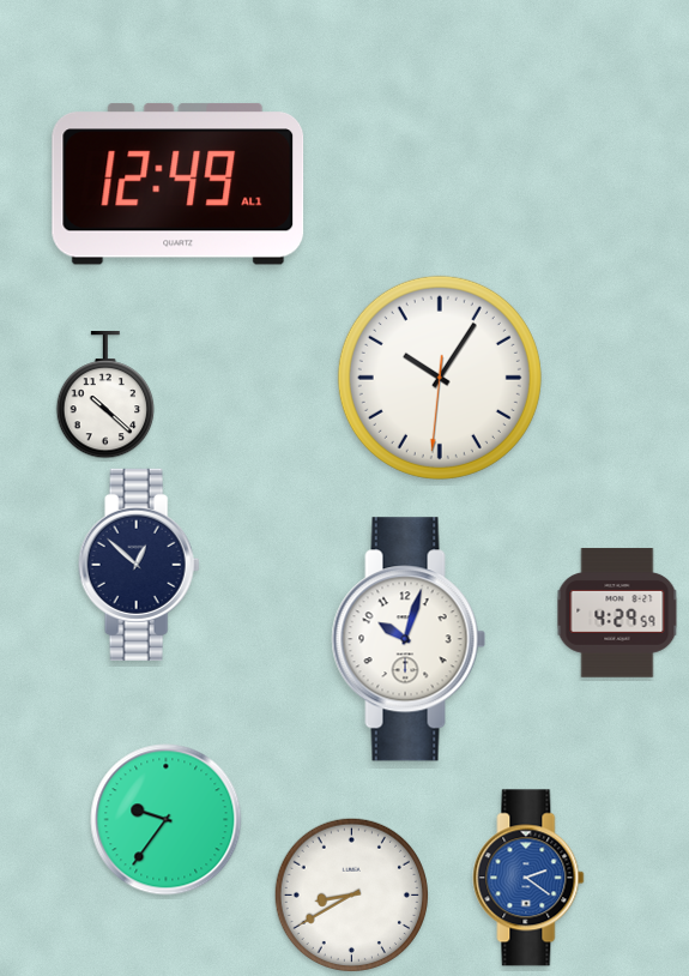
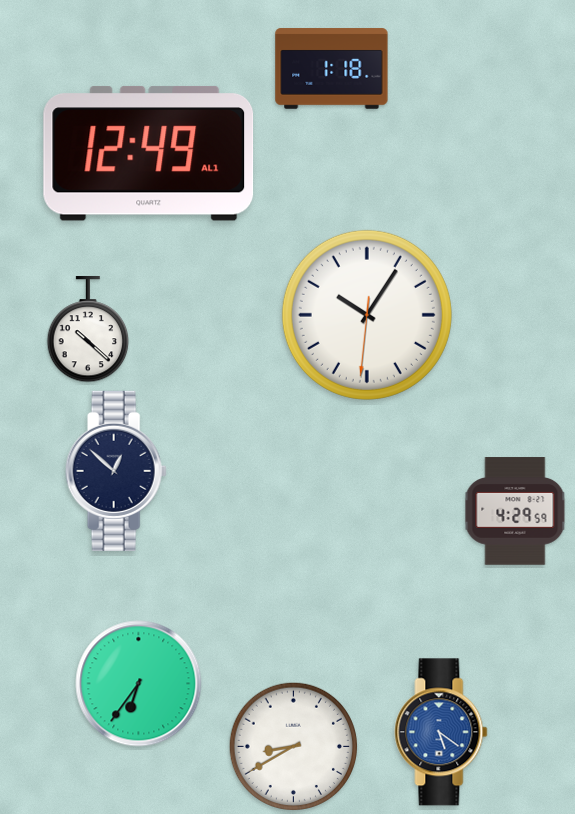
clock at (332, 69): none -> 1:18
clock at (409, 639): 10:03 -> none
clock at (167, 820): 9:36 -> 6:36
clock at (528, 878): 2:21 -> 5:21
